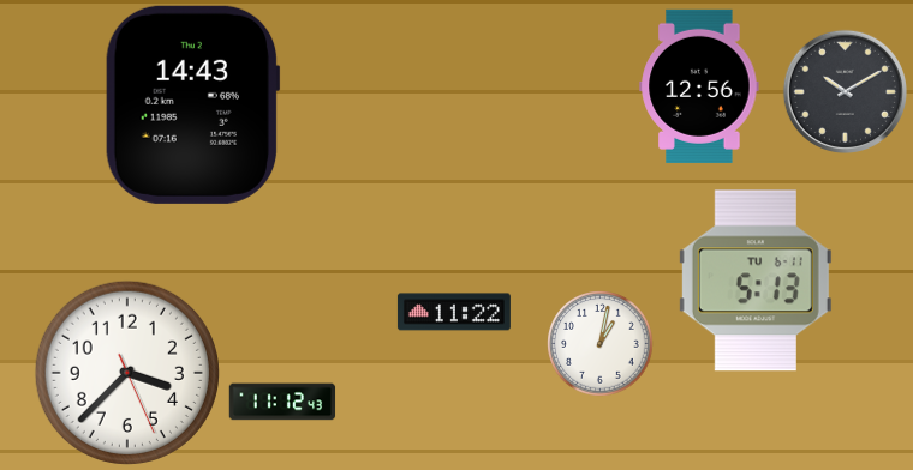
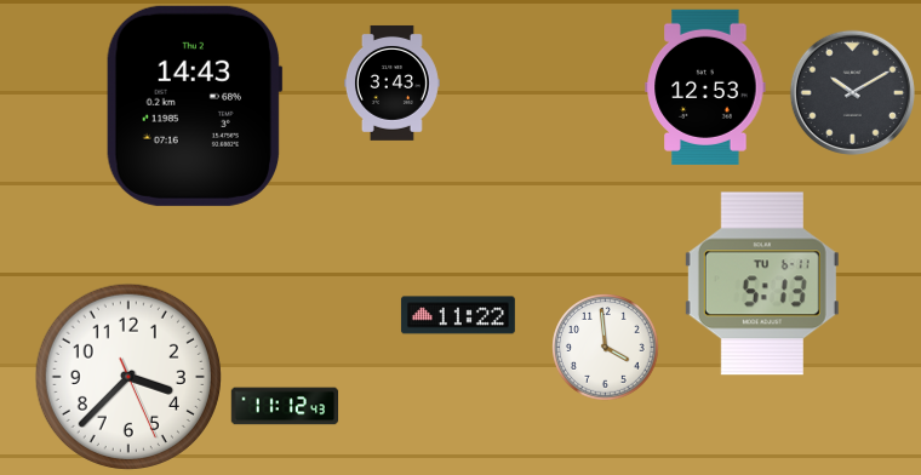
clock at (391, 82): none -> 3:43
clock at (699, 86): 12:56 -> 12:53
clock at (601, 344): 1:02 -> 3:59
